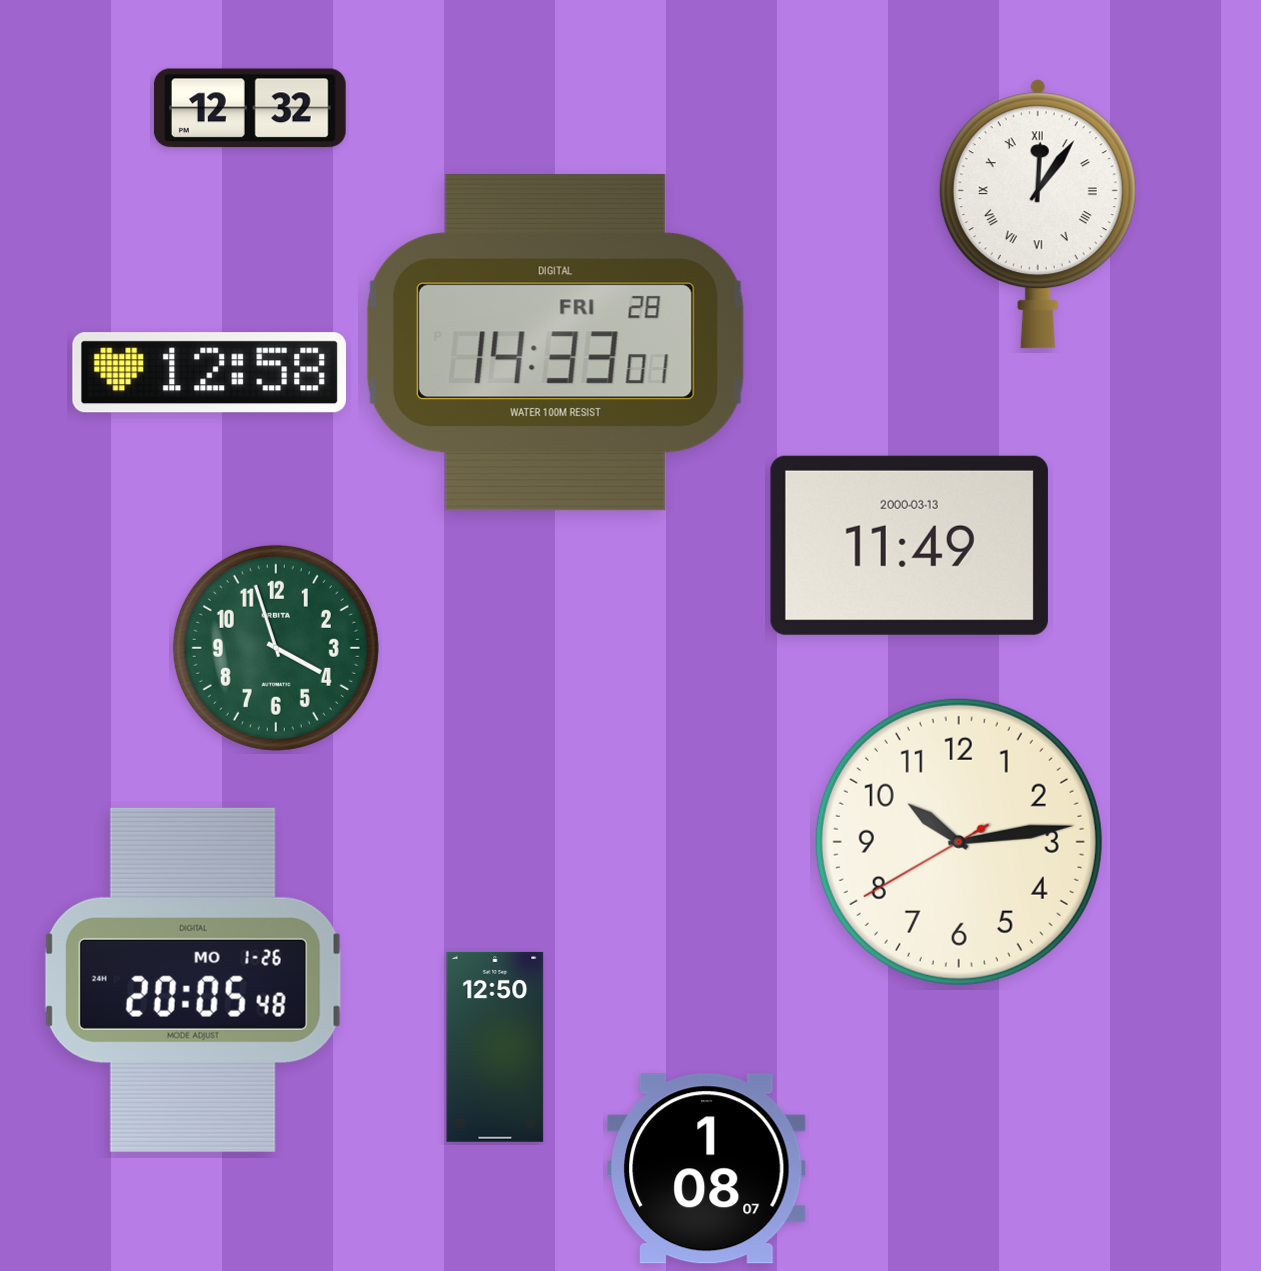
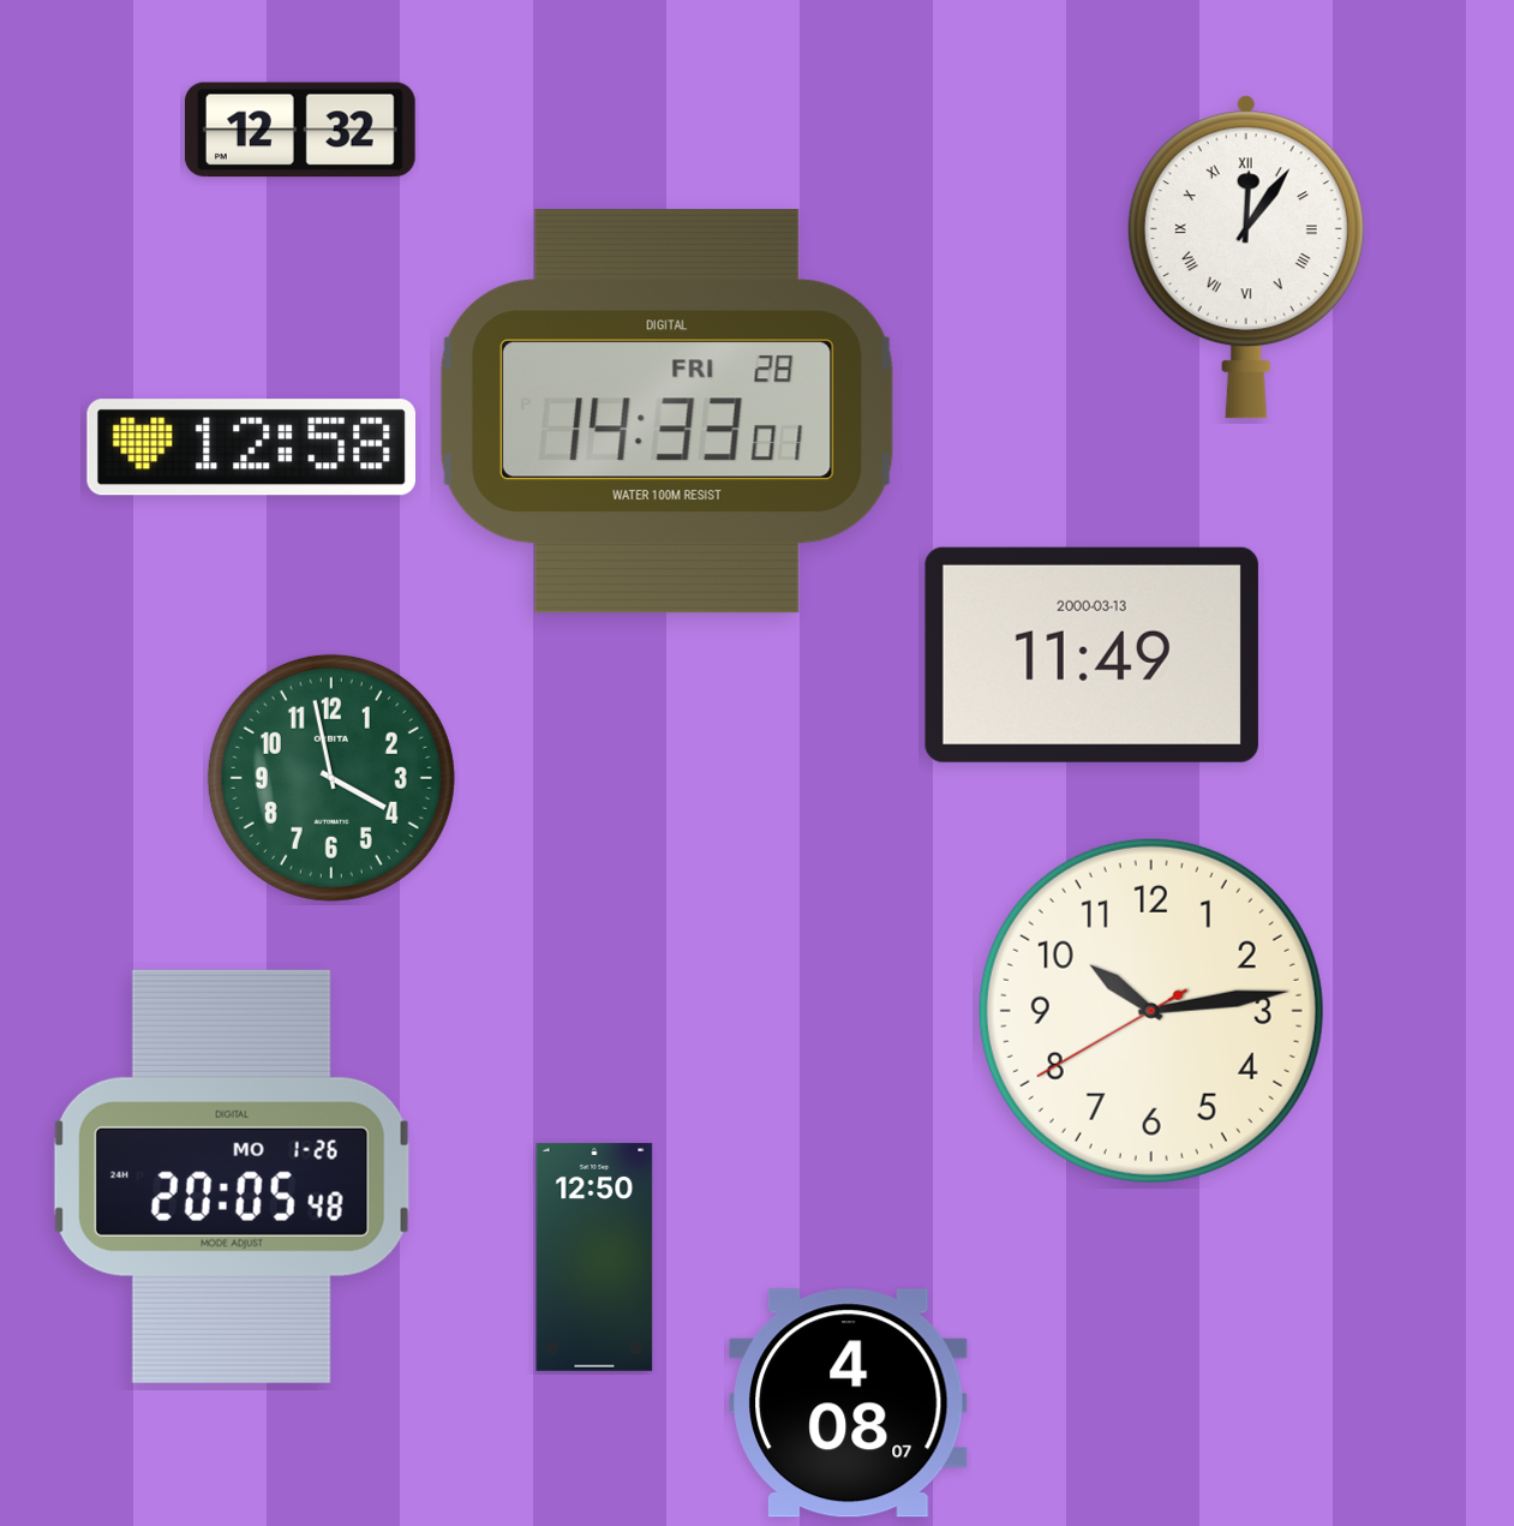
clock at (276, 648): 3:57 -> 3:58
clock at (707, 1169): 1:08 -> 4:08
